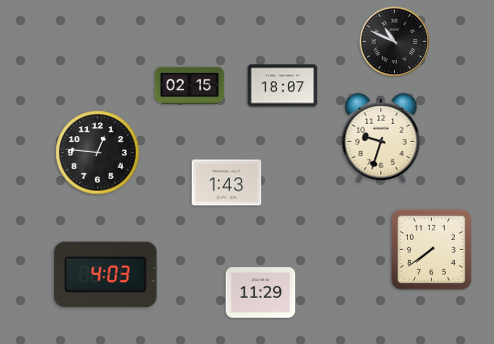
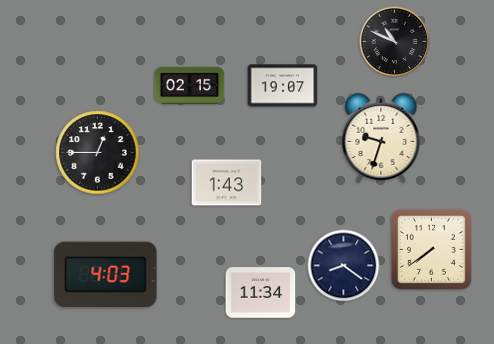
clock at (283, 86): 18:07 -> 19:07
clock at (98, 153): 12:46 -> 12:45
clock at (344, 266): none -> 8:21
clock at (261, 293): 11:29 -> 11:34
